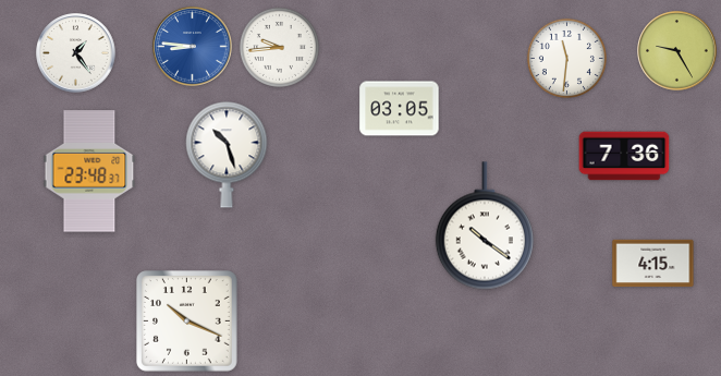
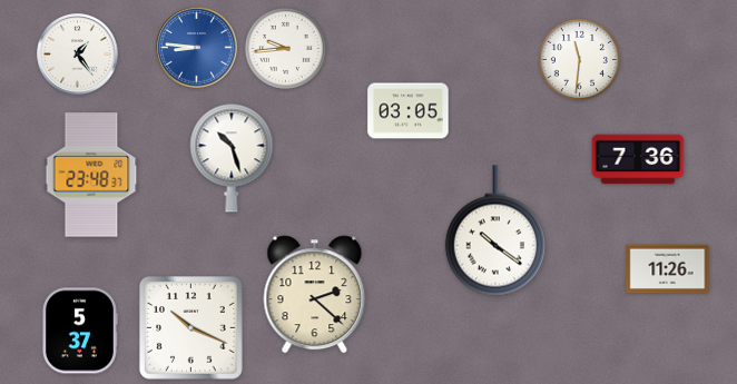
clock at (677, 51): 9:25 -> none
clock at (653, 264): 4:15 -> 11:26
clock at (315, 295): none -> 2:22
clock at (79, 331): none -> 5:37
